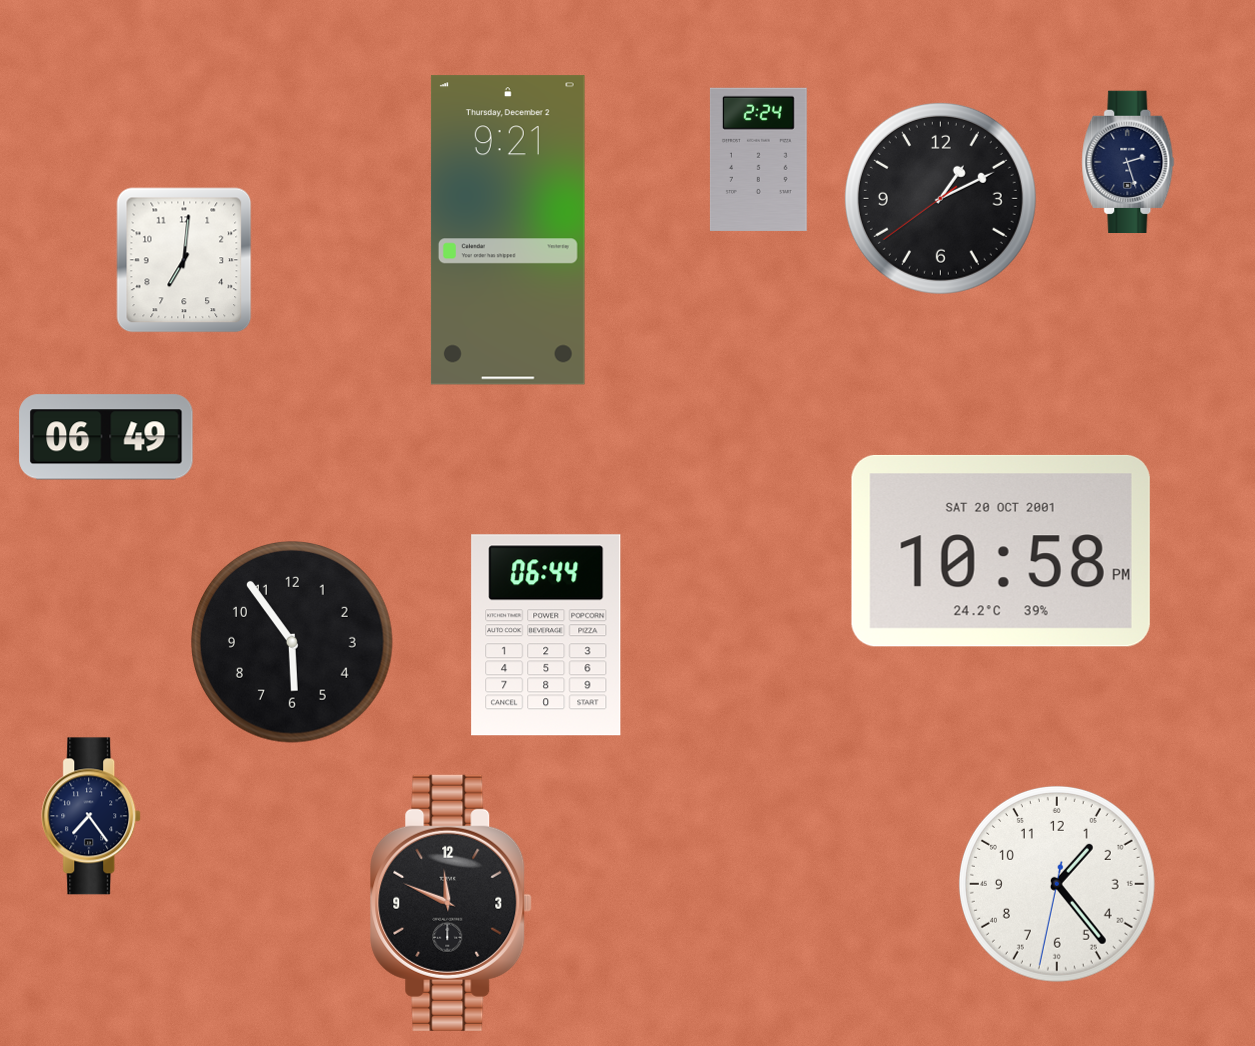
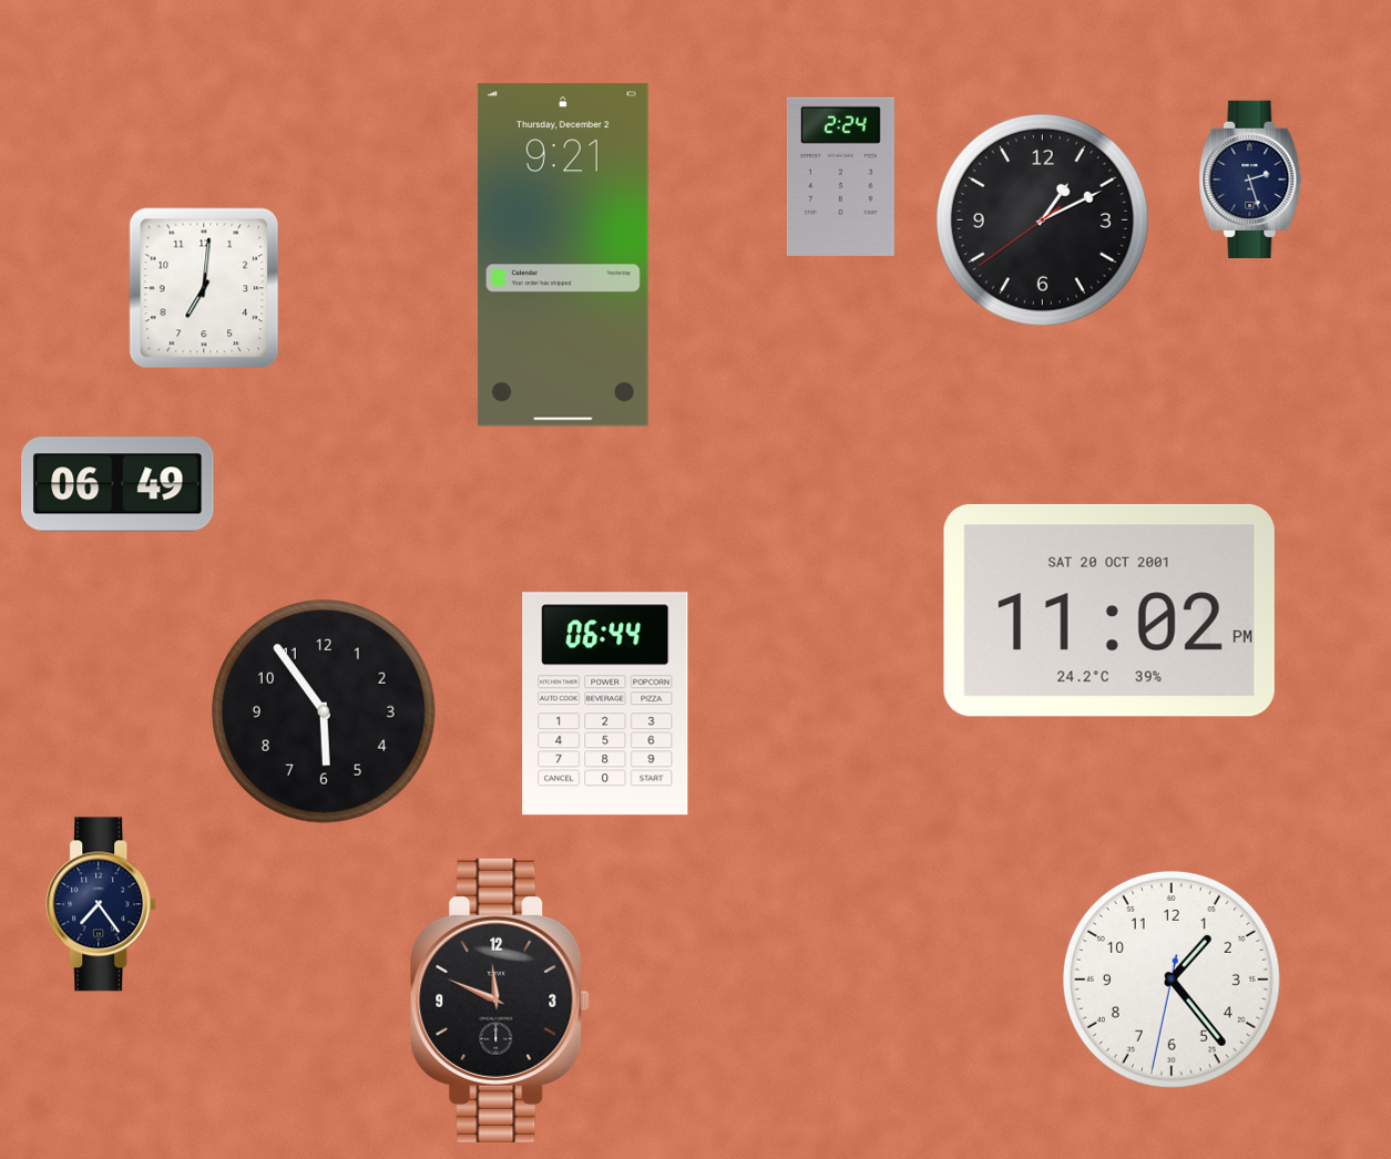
clock at (1001, 551): 10:58 -> 11:02
